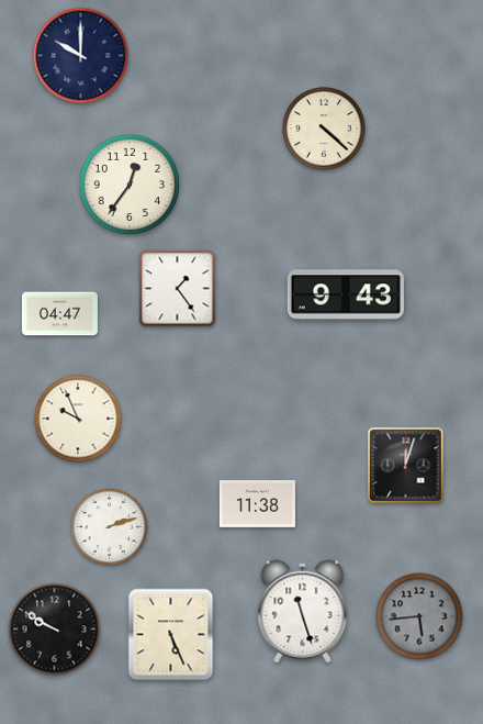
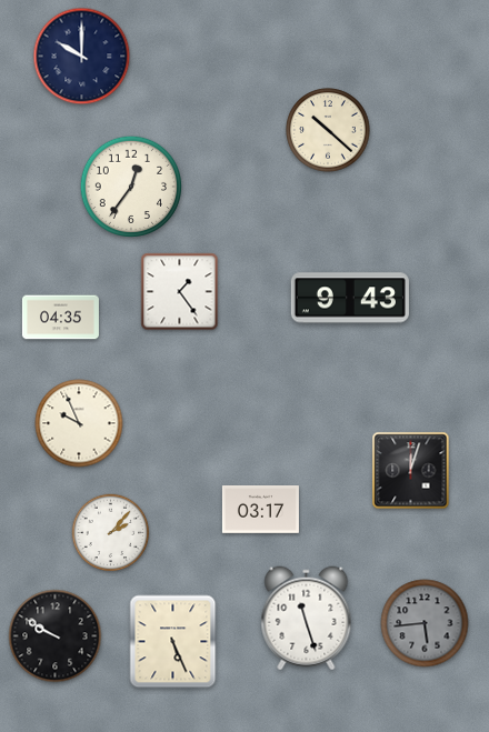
clock at (324, 129): 4:22 -> 10:22
clock at (59, 314): 04:47 -> 04:35
clock at (257, 504): 11:38 -> 03:17
clock at (110, 527): 2:12 -> 2:07
